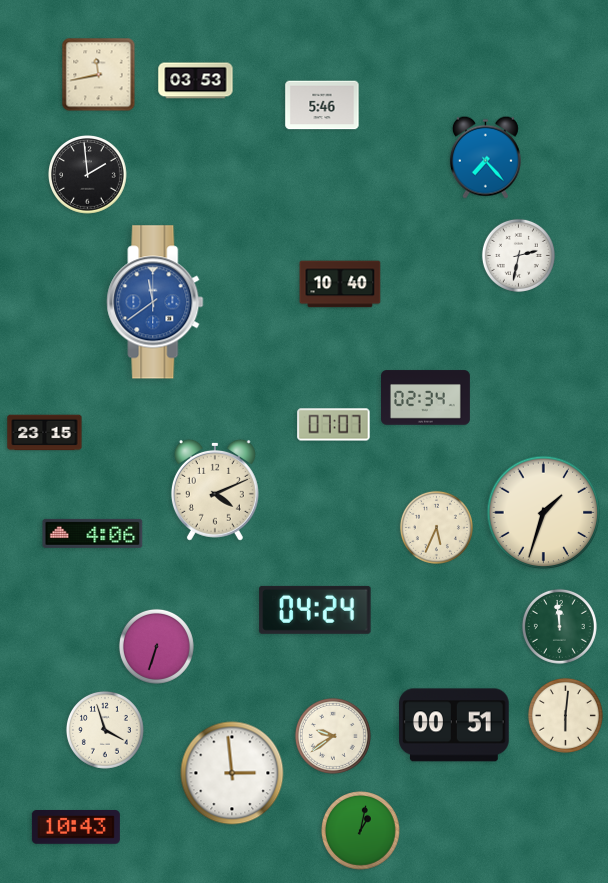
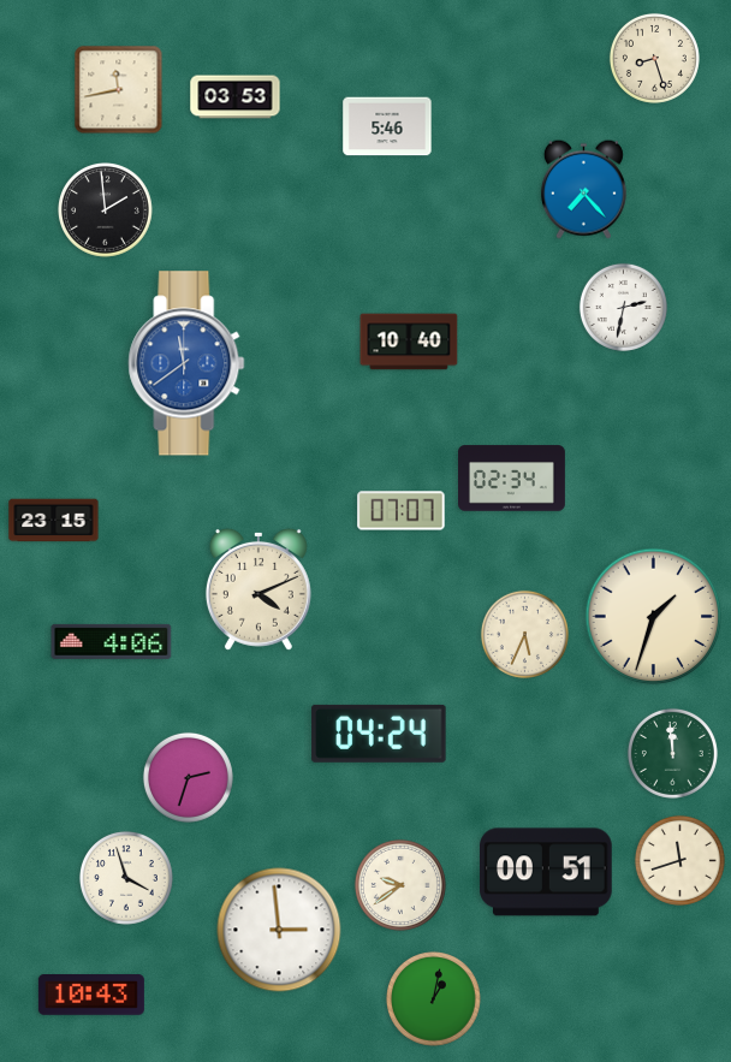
clock at (654, 58): none -> 8:27
clock at (156, 646): 6:33 -> 2:33
clock at (565, 715): 6:01 -> 11:42
